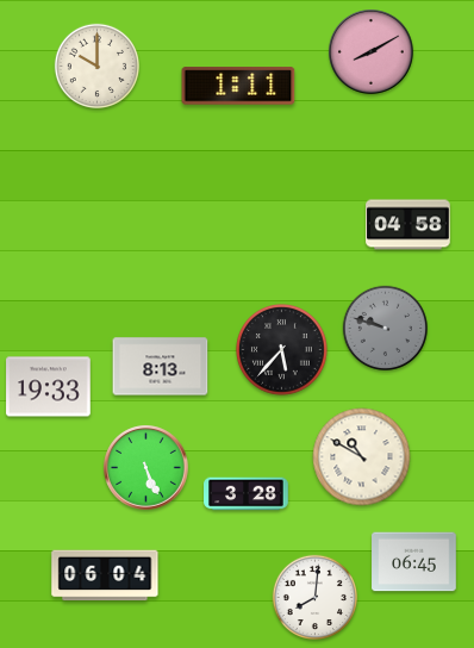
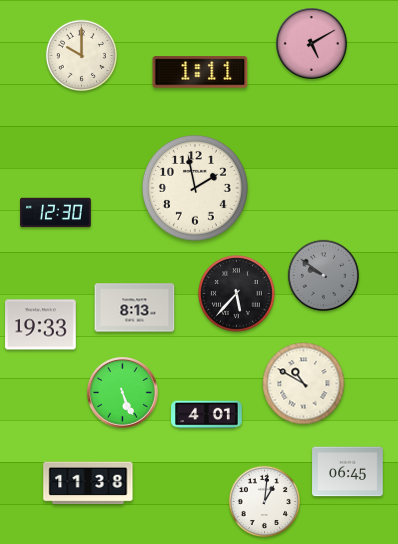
clock at (372, 52): 8:10 -> 5:10
clock at (195, 188): none -> 1:58
clock at (408, 225): 04:58 -> none
clock at (56, 213): none -> 12:30
clock at (385, 328): 9:48 -> 9:51
clock at (247, 494): 3:28 -> 4:01
clock at (105, 575): 06:04 -> 11:38
clock at (314, 597): 8:01 -> 1:01
